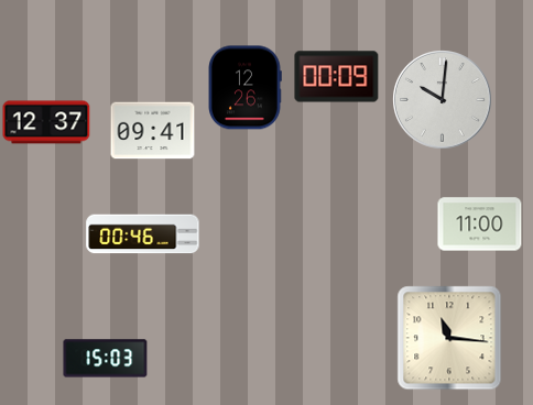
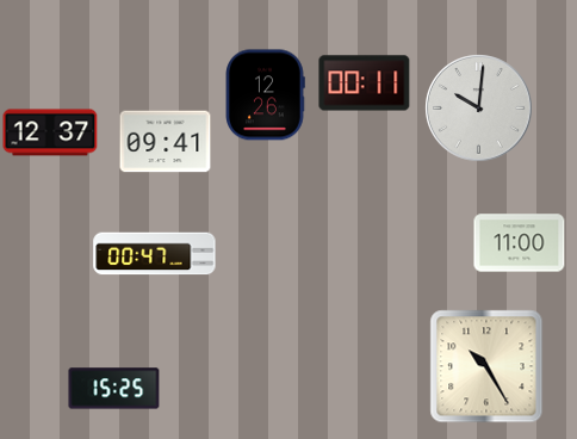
clock at (337, 77): 00:09 -> 00:11
clock at (143, 234): 00:46 -> 00:47
clock at (449, 338): 11:16 -> 10:25
clock at (106, 359): 15:03 -> 15:25
